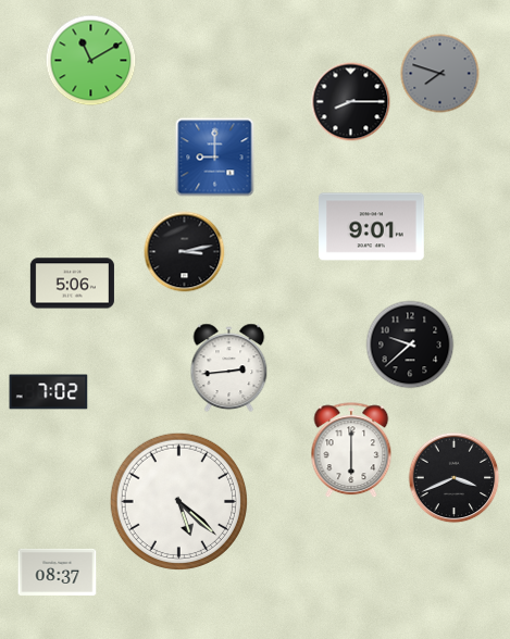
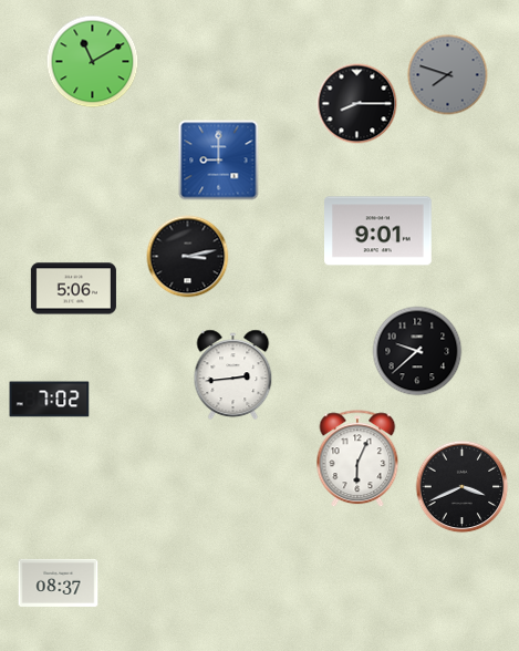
clock at (351, 451): 6:00 -> 6:04
clock at (178, 501): 5:22 -> none
